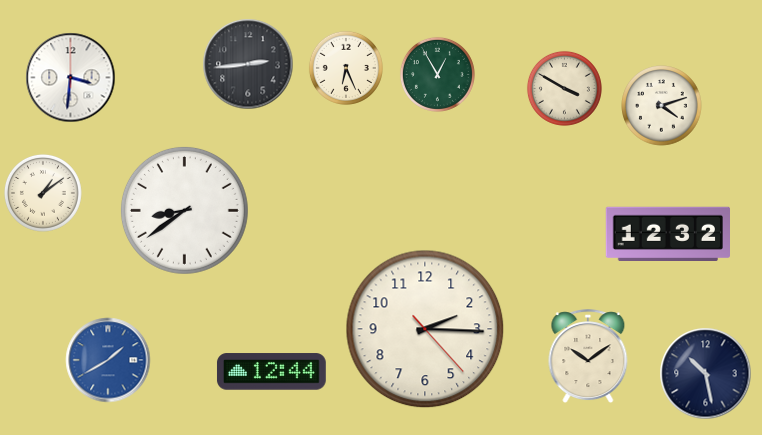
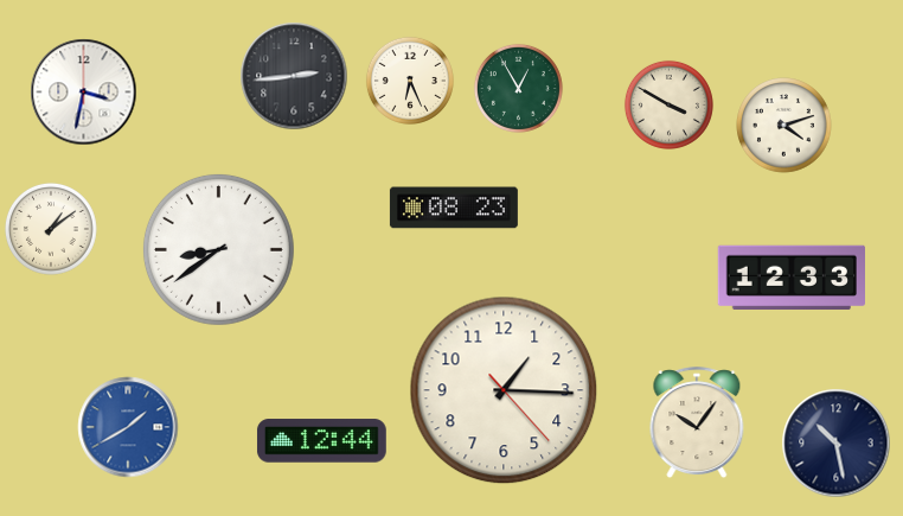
clock at (71, 78): 3:31 -> 3:32
clock at (454, 208): none -> 08:23
clock at (667, 233): 12:32 -> 12:33
clock at (425, 329): 2:15 -> 1:15
clock at (588, 357): 10:09 -> 10:06
